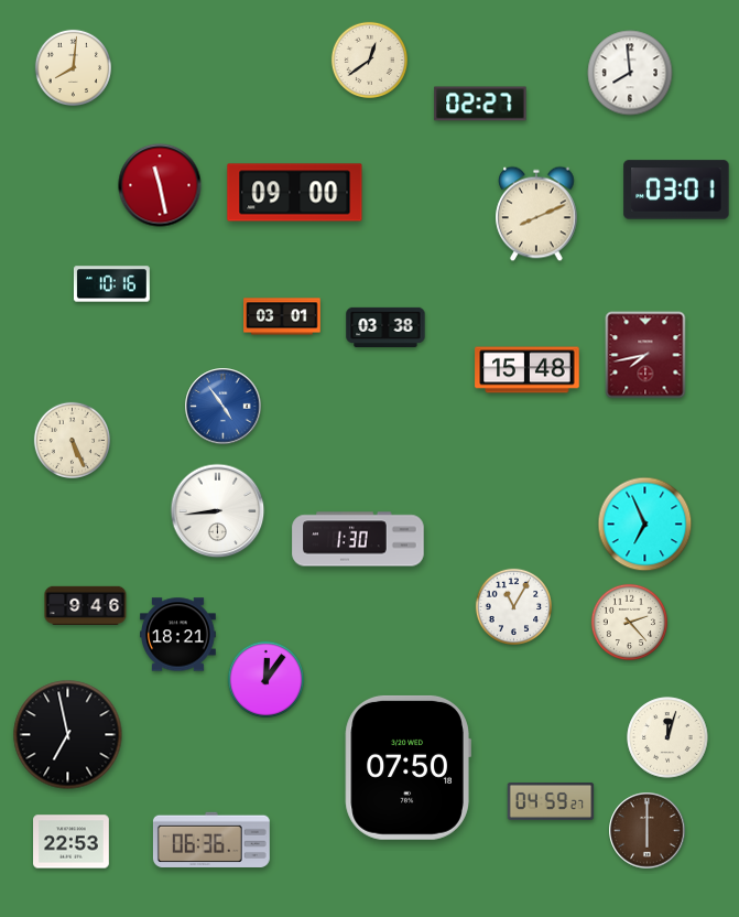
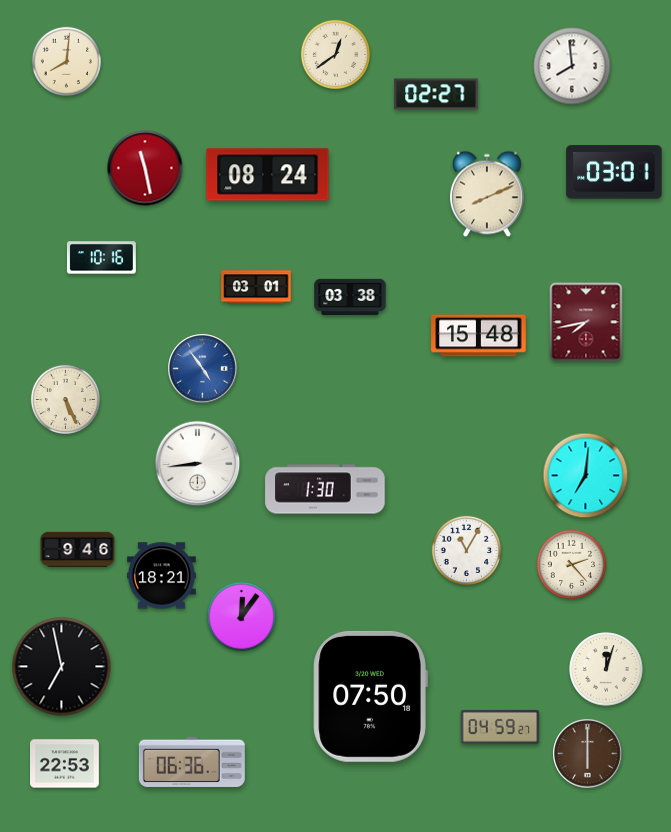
clock at (295, 193): 09:00 -> 08:24
clock at (645, 525): 6:56 -> 7:01
